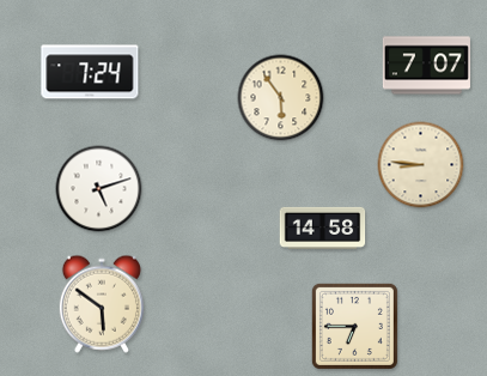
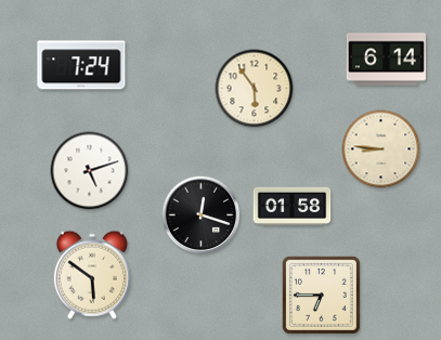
clock at (426, 66): 7:07 -> 6:14
clock at (323, 228): 14:58 -> 01:58
clock at (202, 215): none -> 12:18
